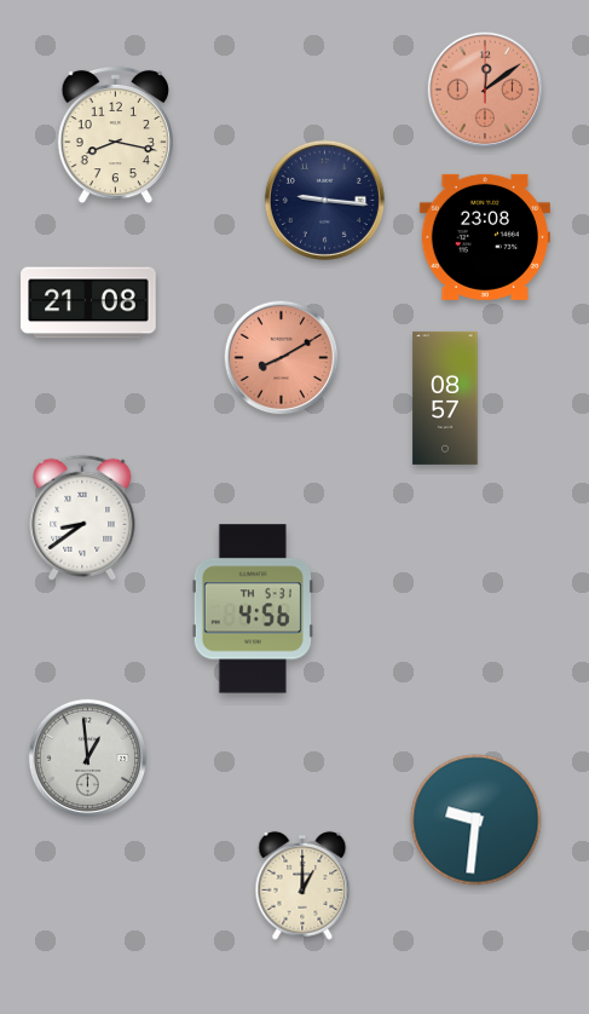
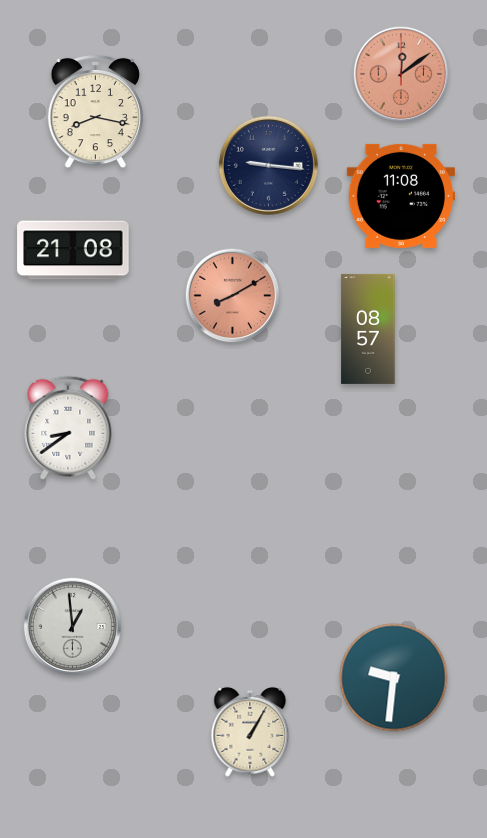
clock at (485, 237): 23:08 -> 11:08
clock at (253, 609): 4:56 -> none
clock at (302, 886): 1:00 -> 1:05
